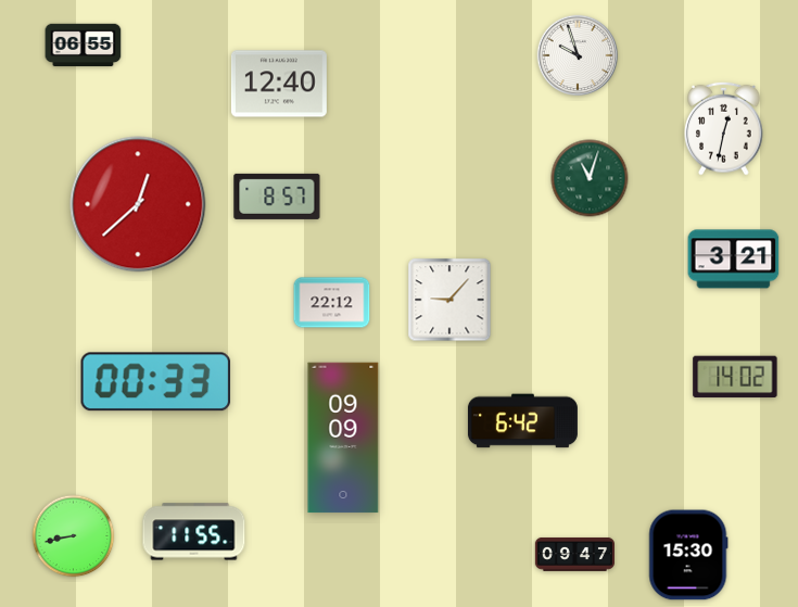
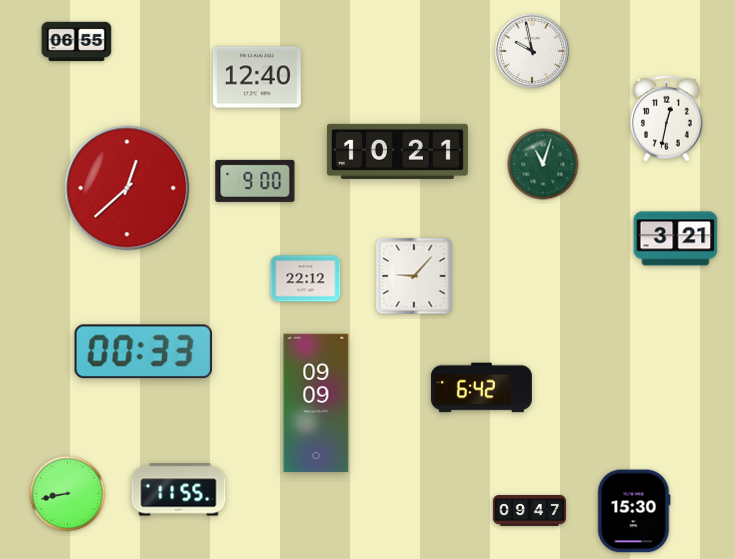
clock at (578, 55): 9:57 -> 9:58
clock at (397, 151): none -> 10:21
clock at (277, 197): 8:57 -> 9:00
clock at (735, 377): 14:02 -> none
